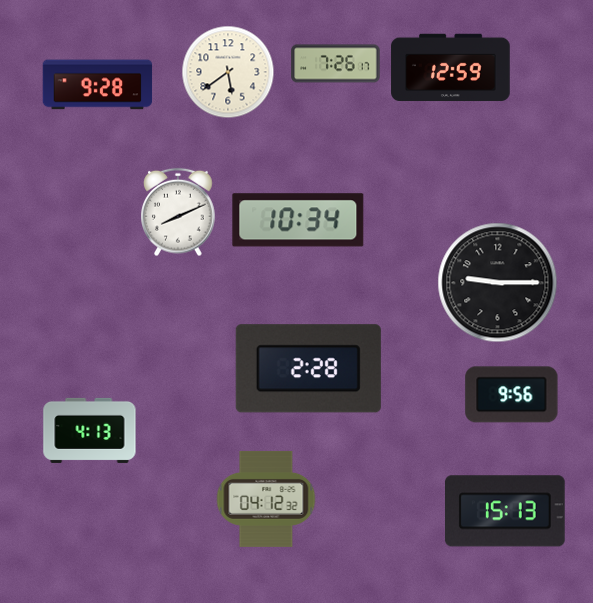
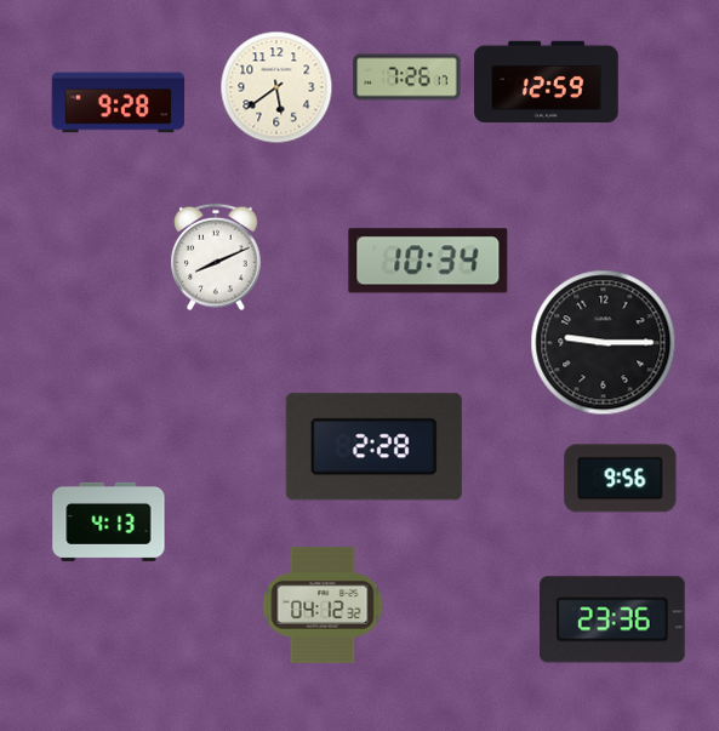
clock at (298, 220) position: (298, 220) -> (428, 261)
clock at (506, 511): 15:13 -> 23:36
